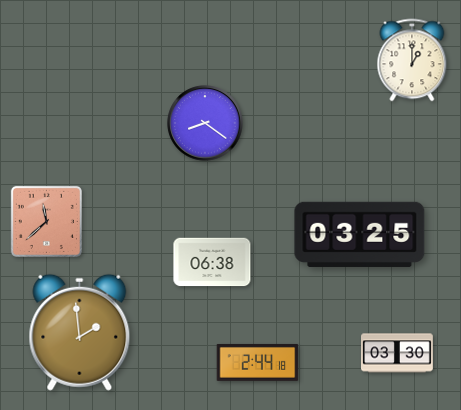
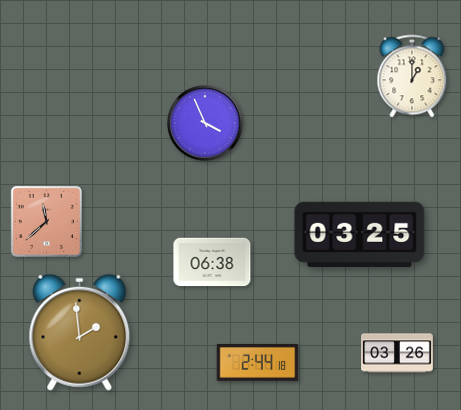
clock at (412, 60) position: (412, 60) -> (412, 76)
clock at (205, 123): 8:21 -> 3:56
clock at (398, 353): 03:30 -> 03:26
